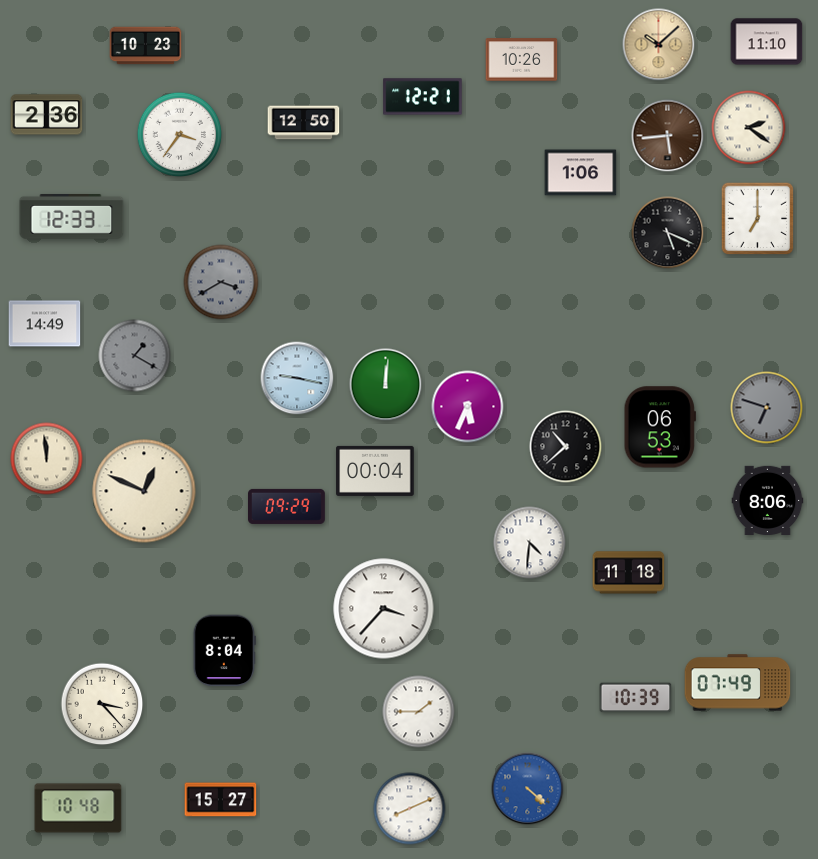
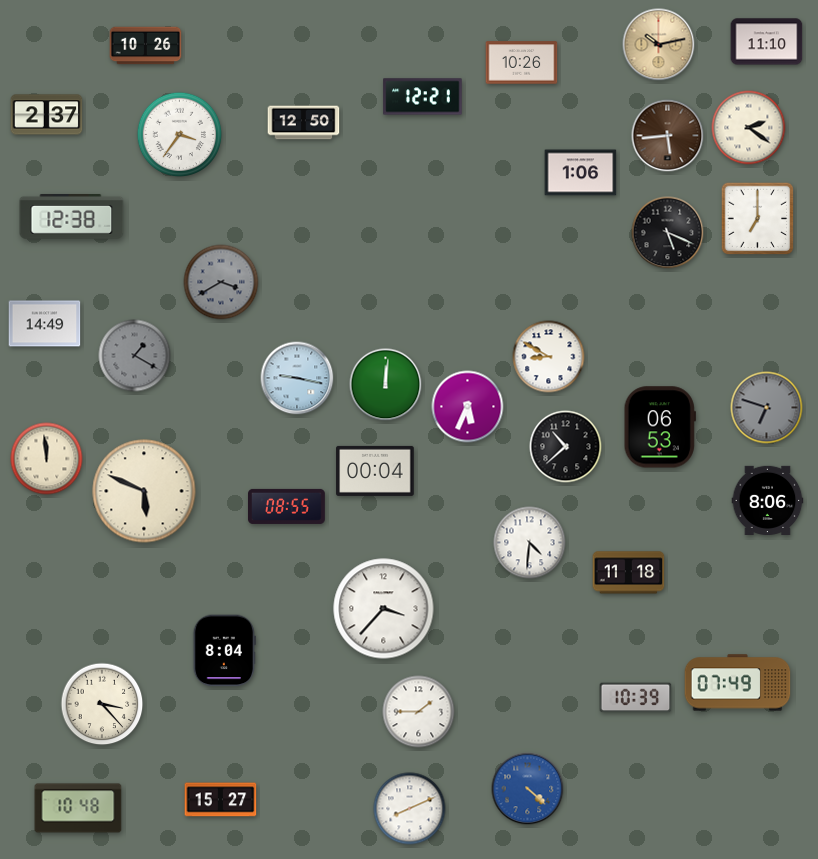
clock at (659, 45): 10:08 -> 10:13
clock at (146, 46): 10:23 -> 10:26
clock at (522, 60) position: (522, 60) -> (522, 63)
clock at (47, 115): 2:36 -> 2:37
clock at (72, 216): 12:33 -> 12:38
clock at (549, 357): none -> 8:50
clock at (144, 491): 12:49 -> 5:49
clock at (287, 506): 09:29 -> 08:55
